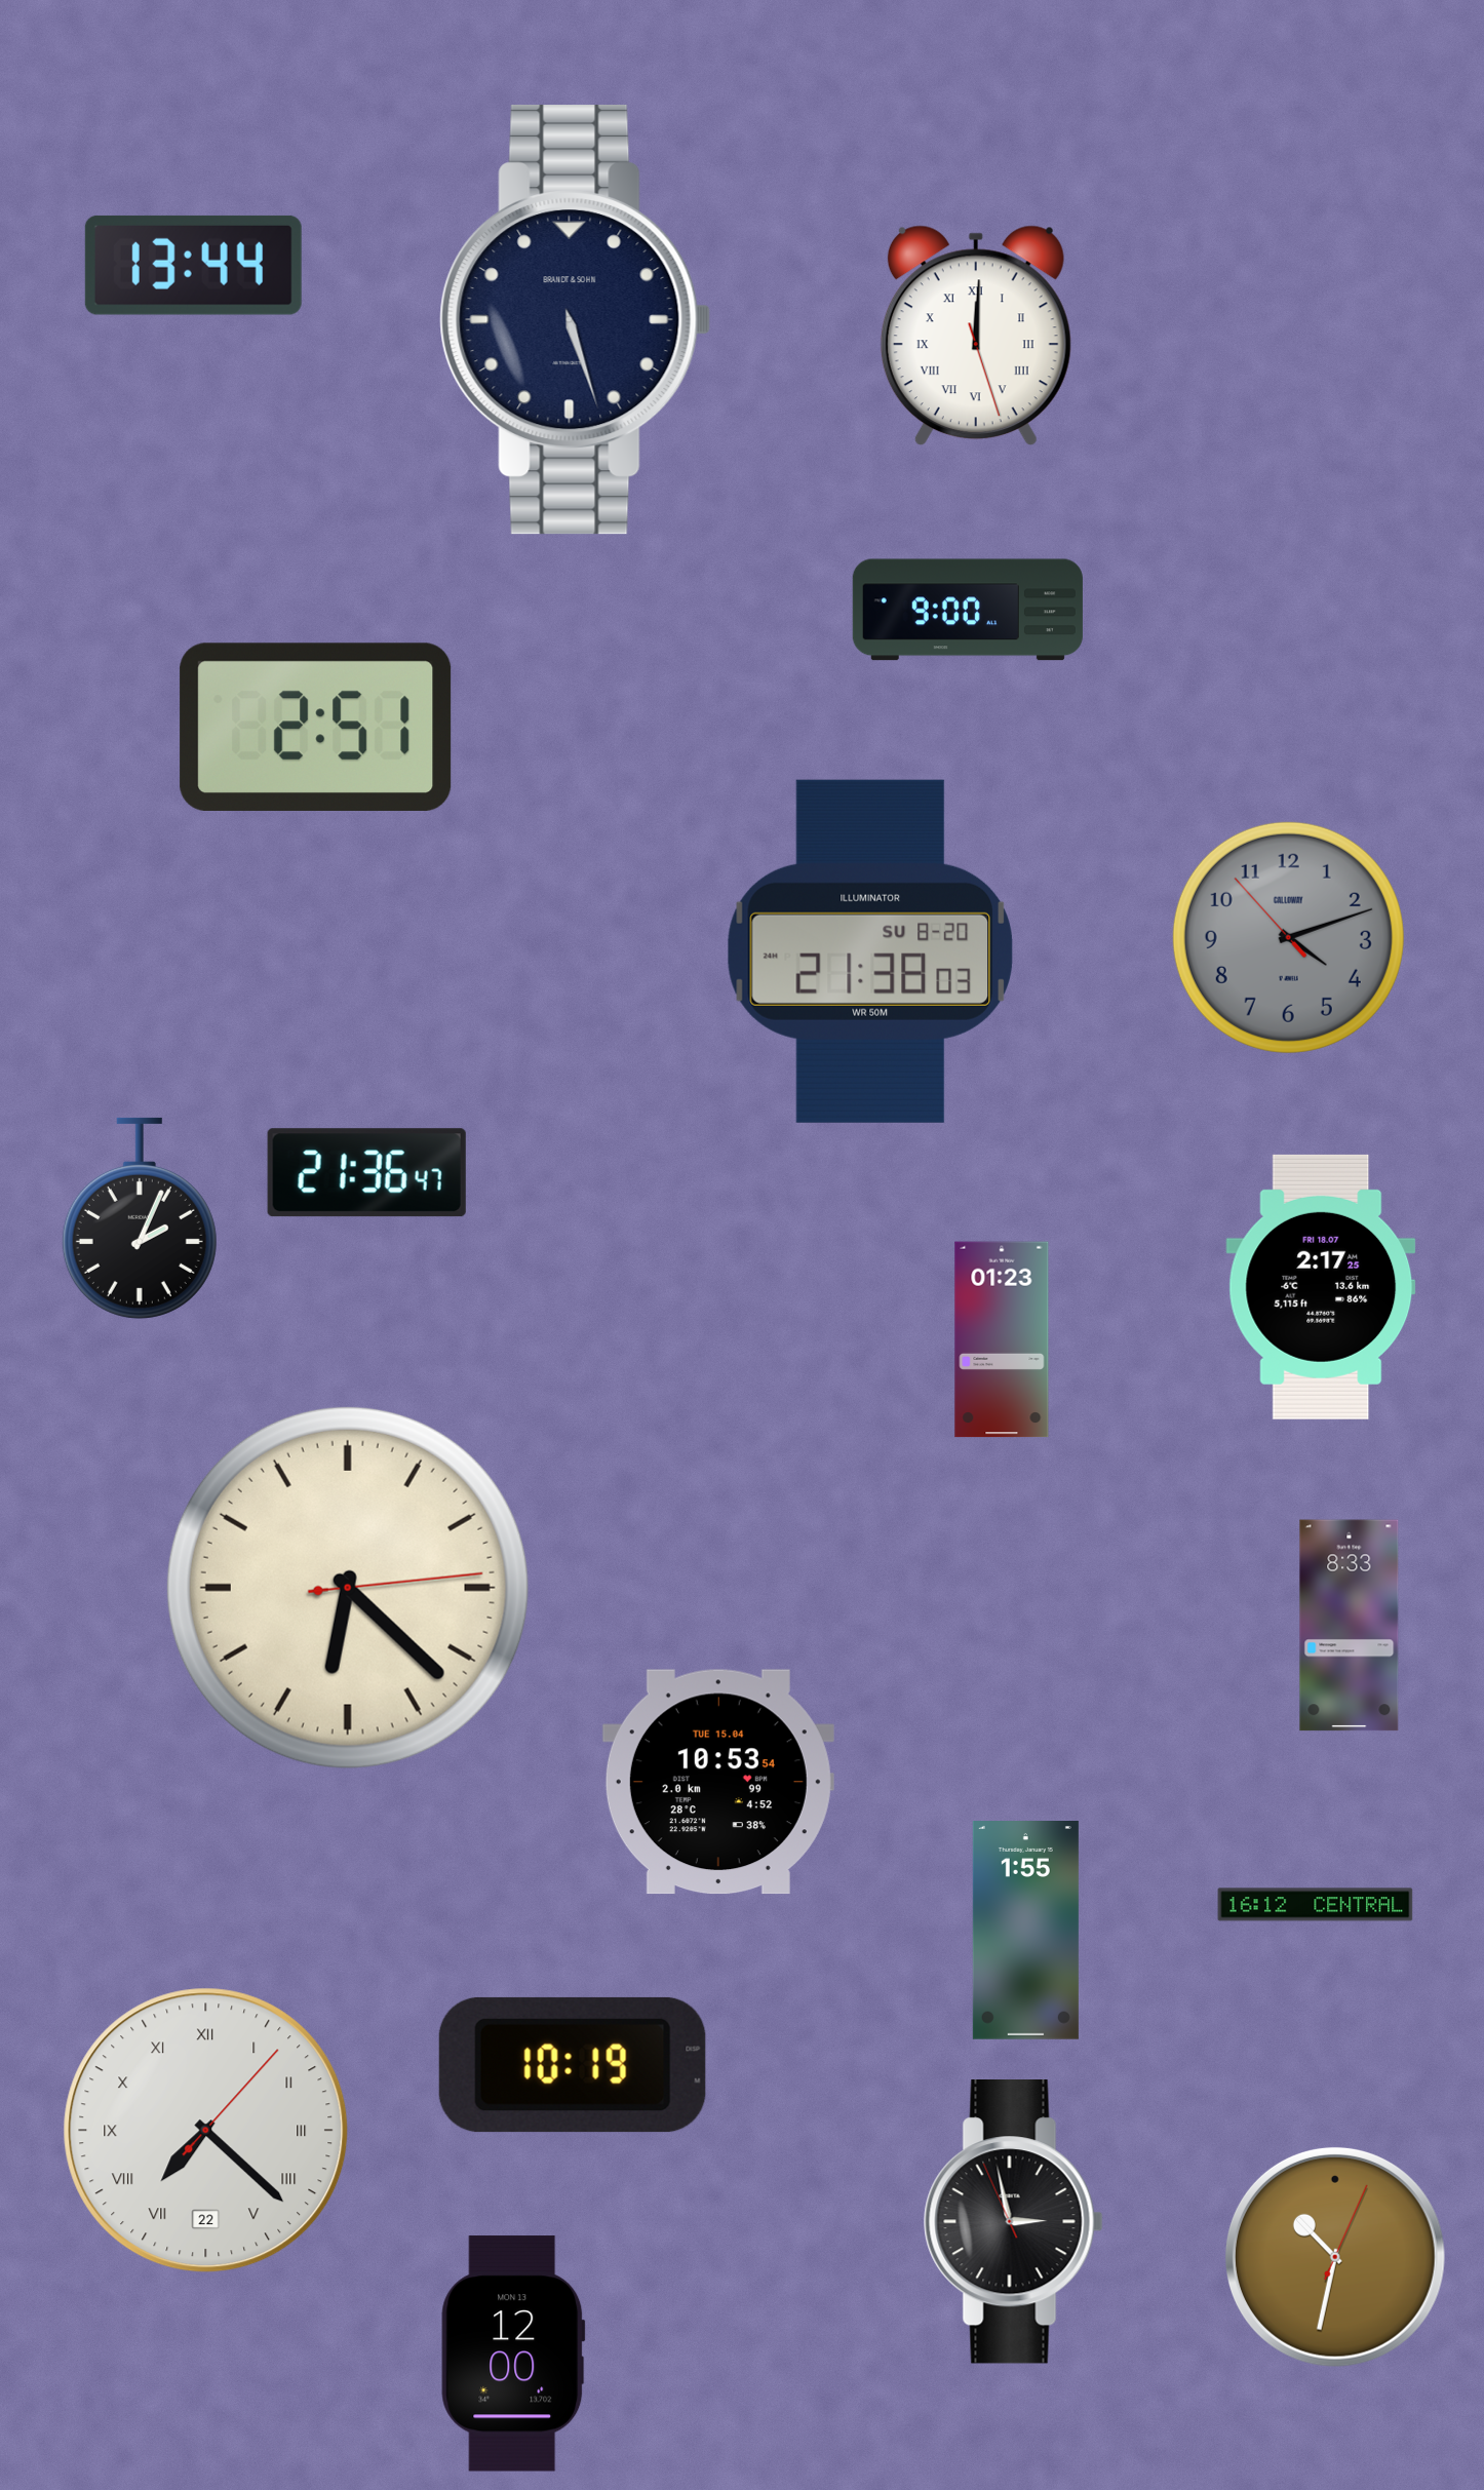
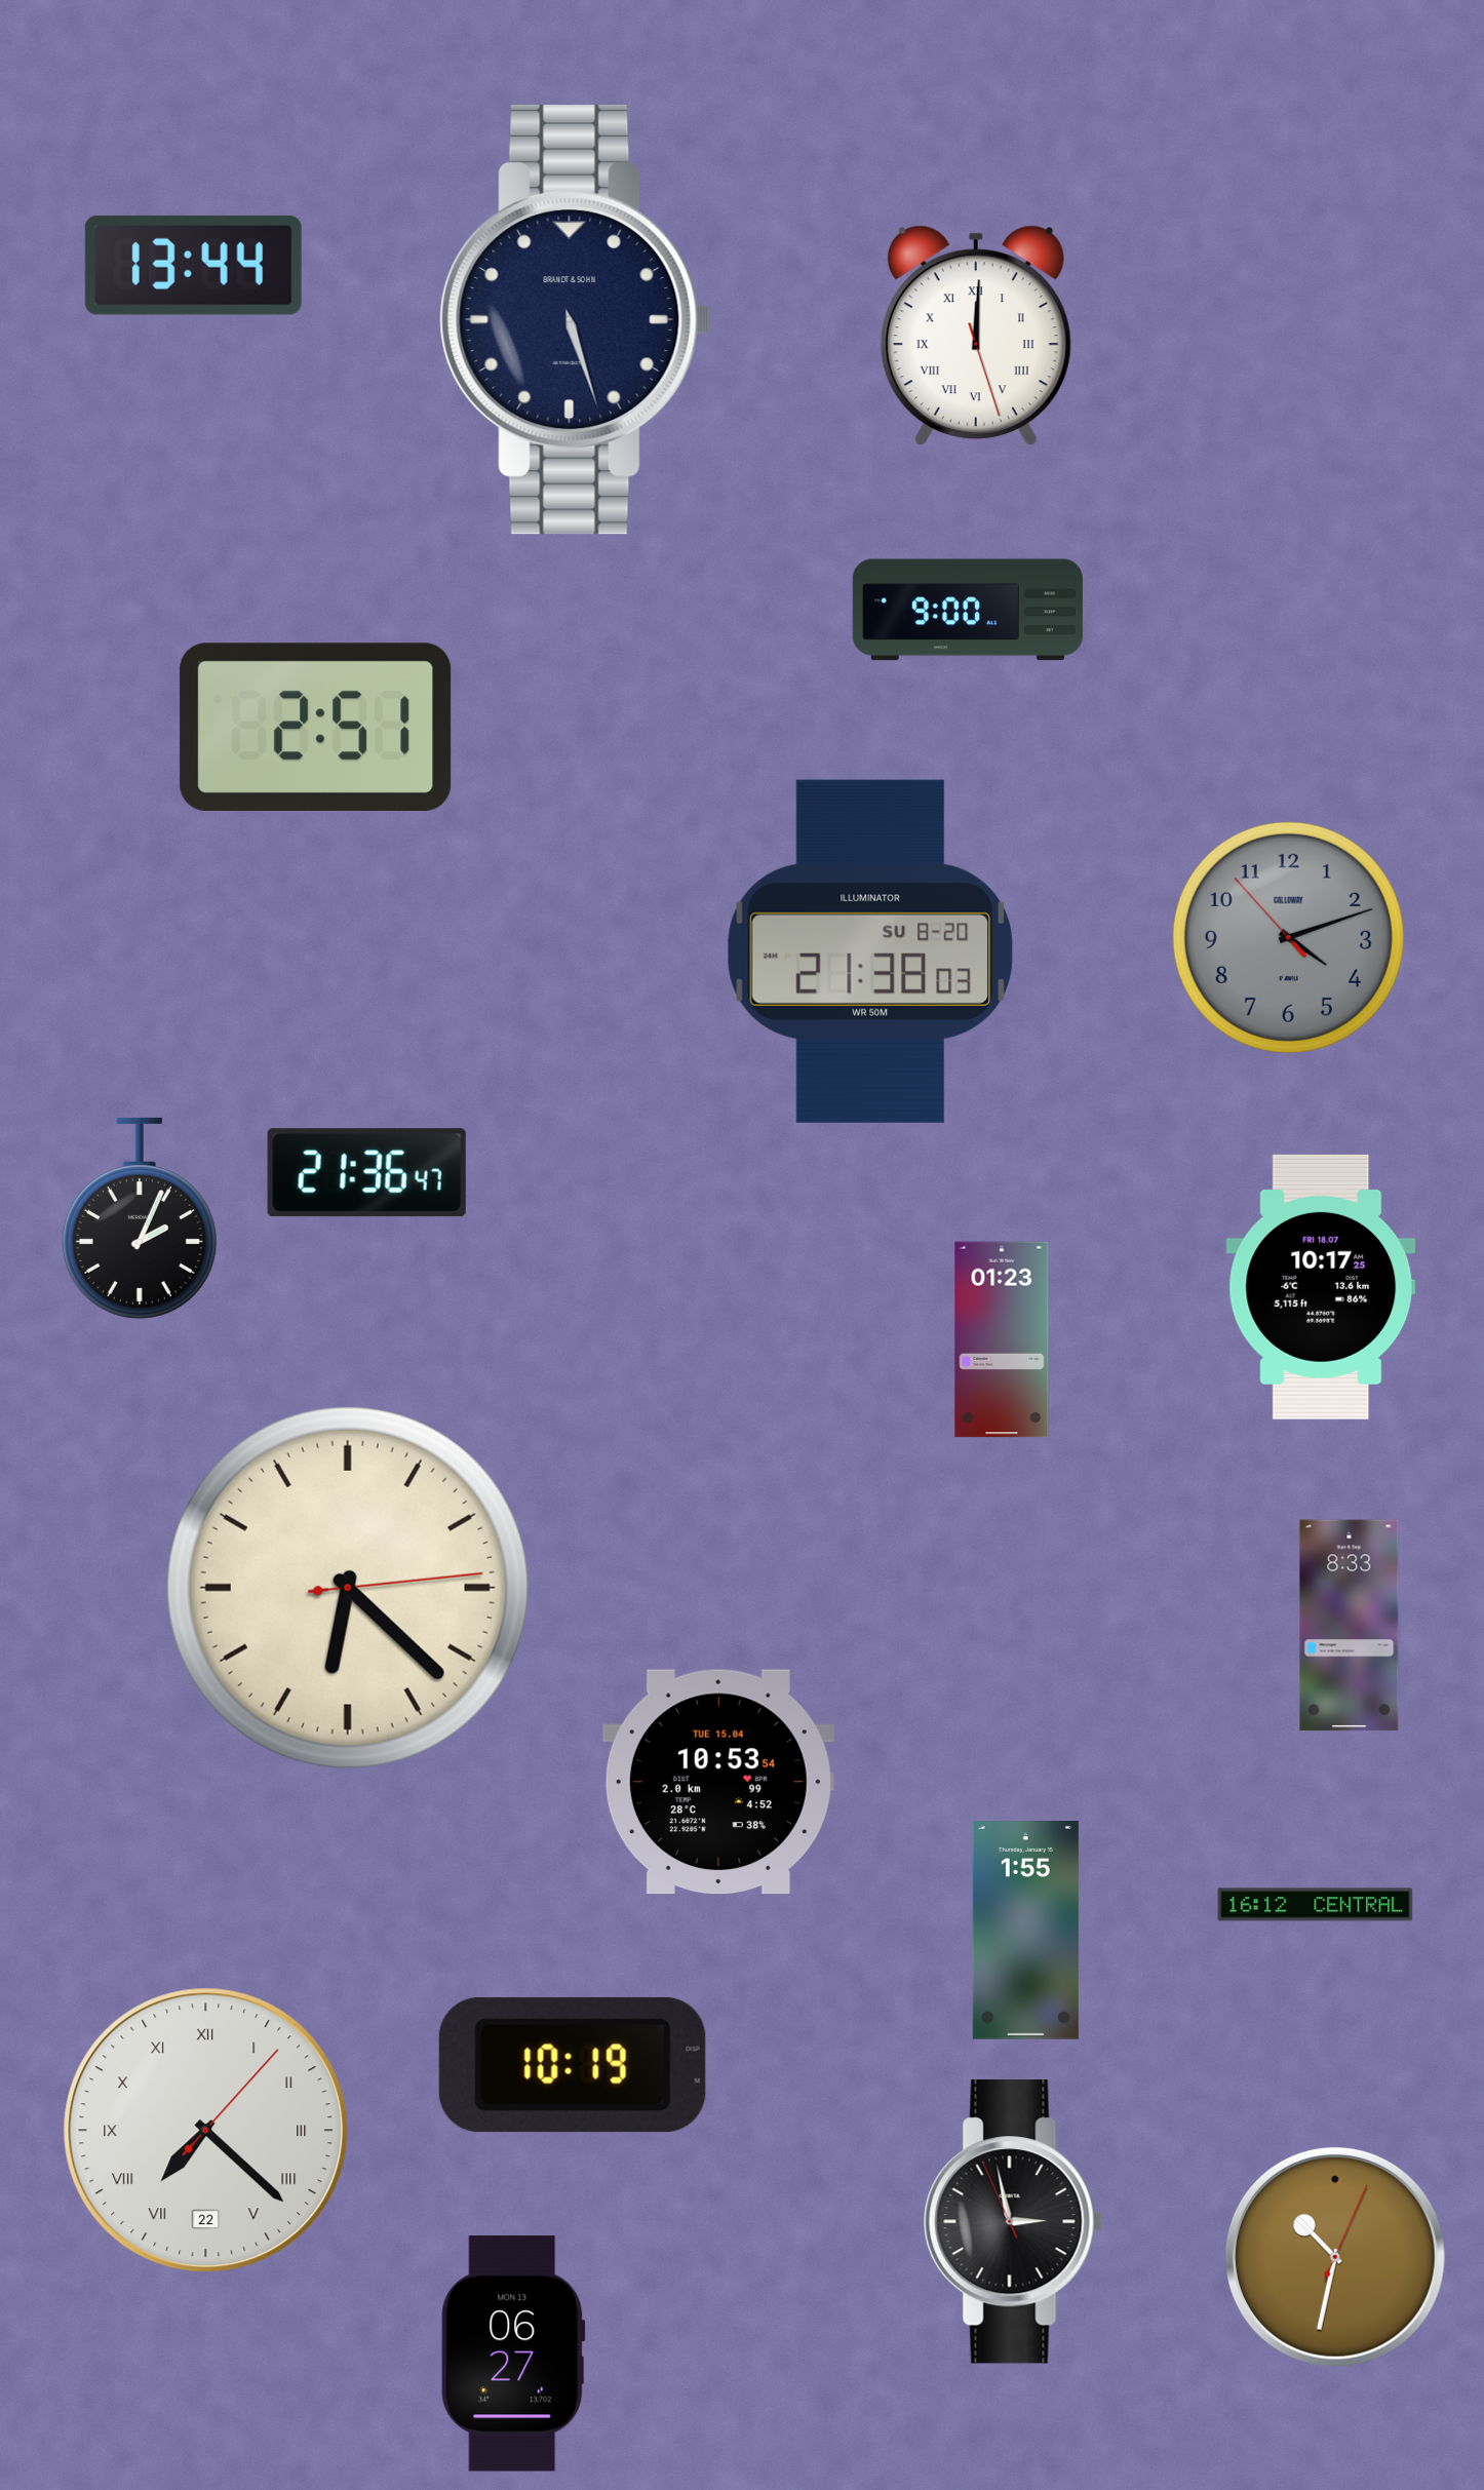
clock at (1321, 1287): 2:17 -> 10:17
clock at (513, 2353): 12:00 -> 06:27
